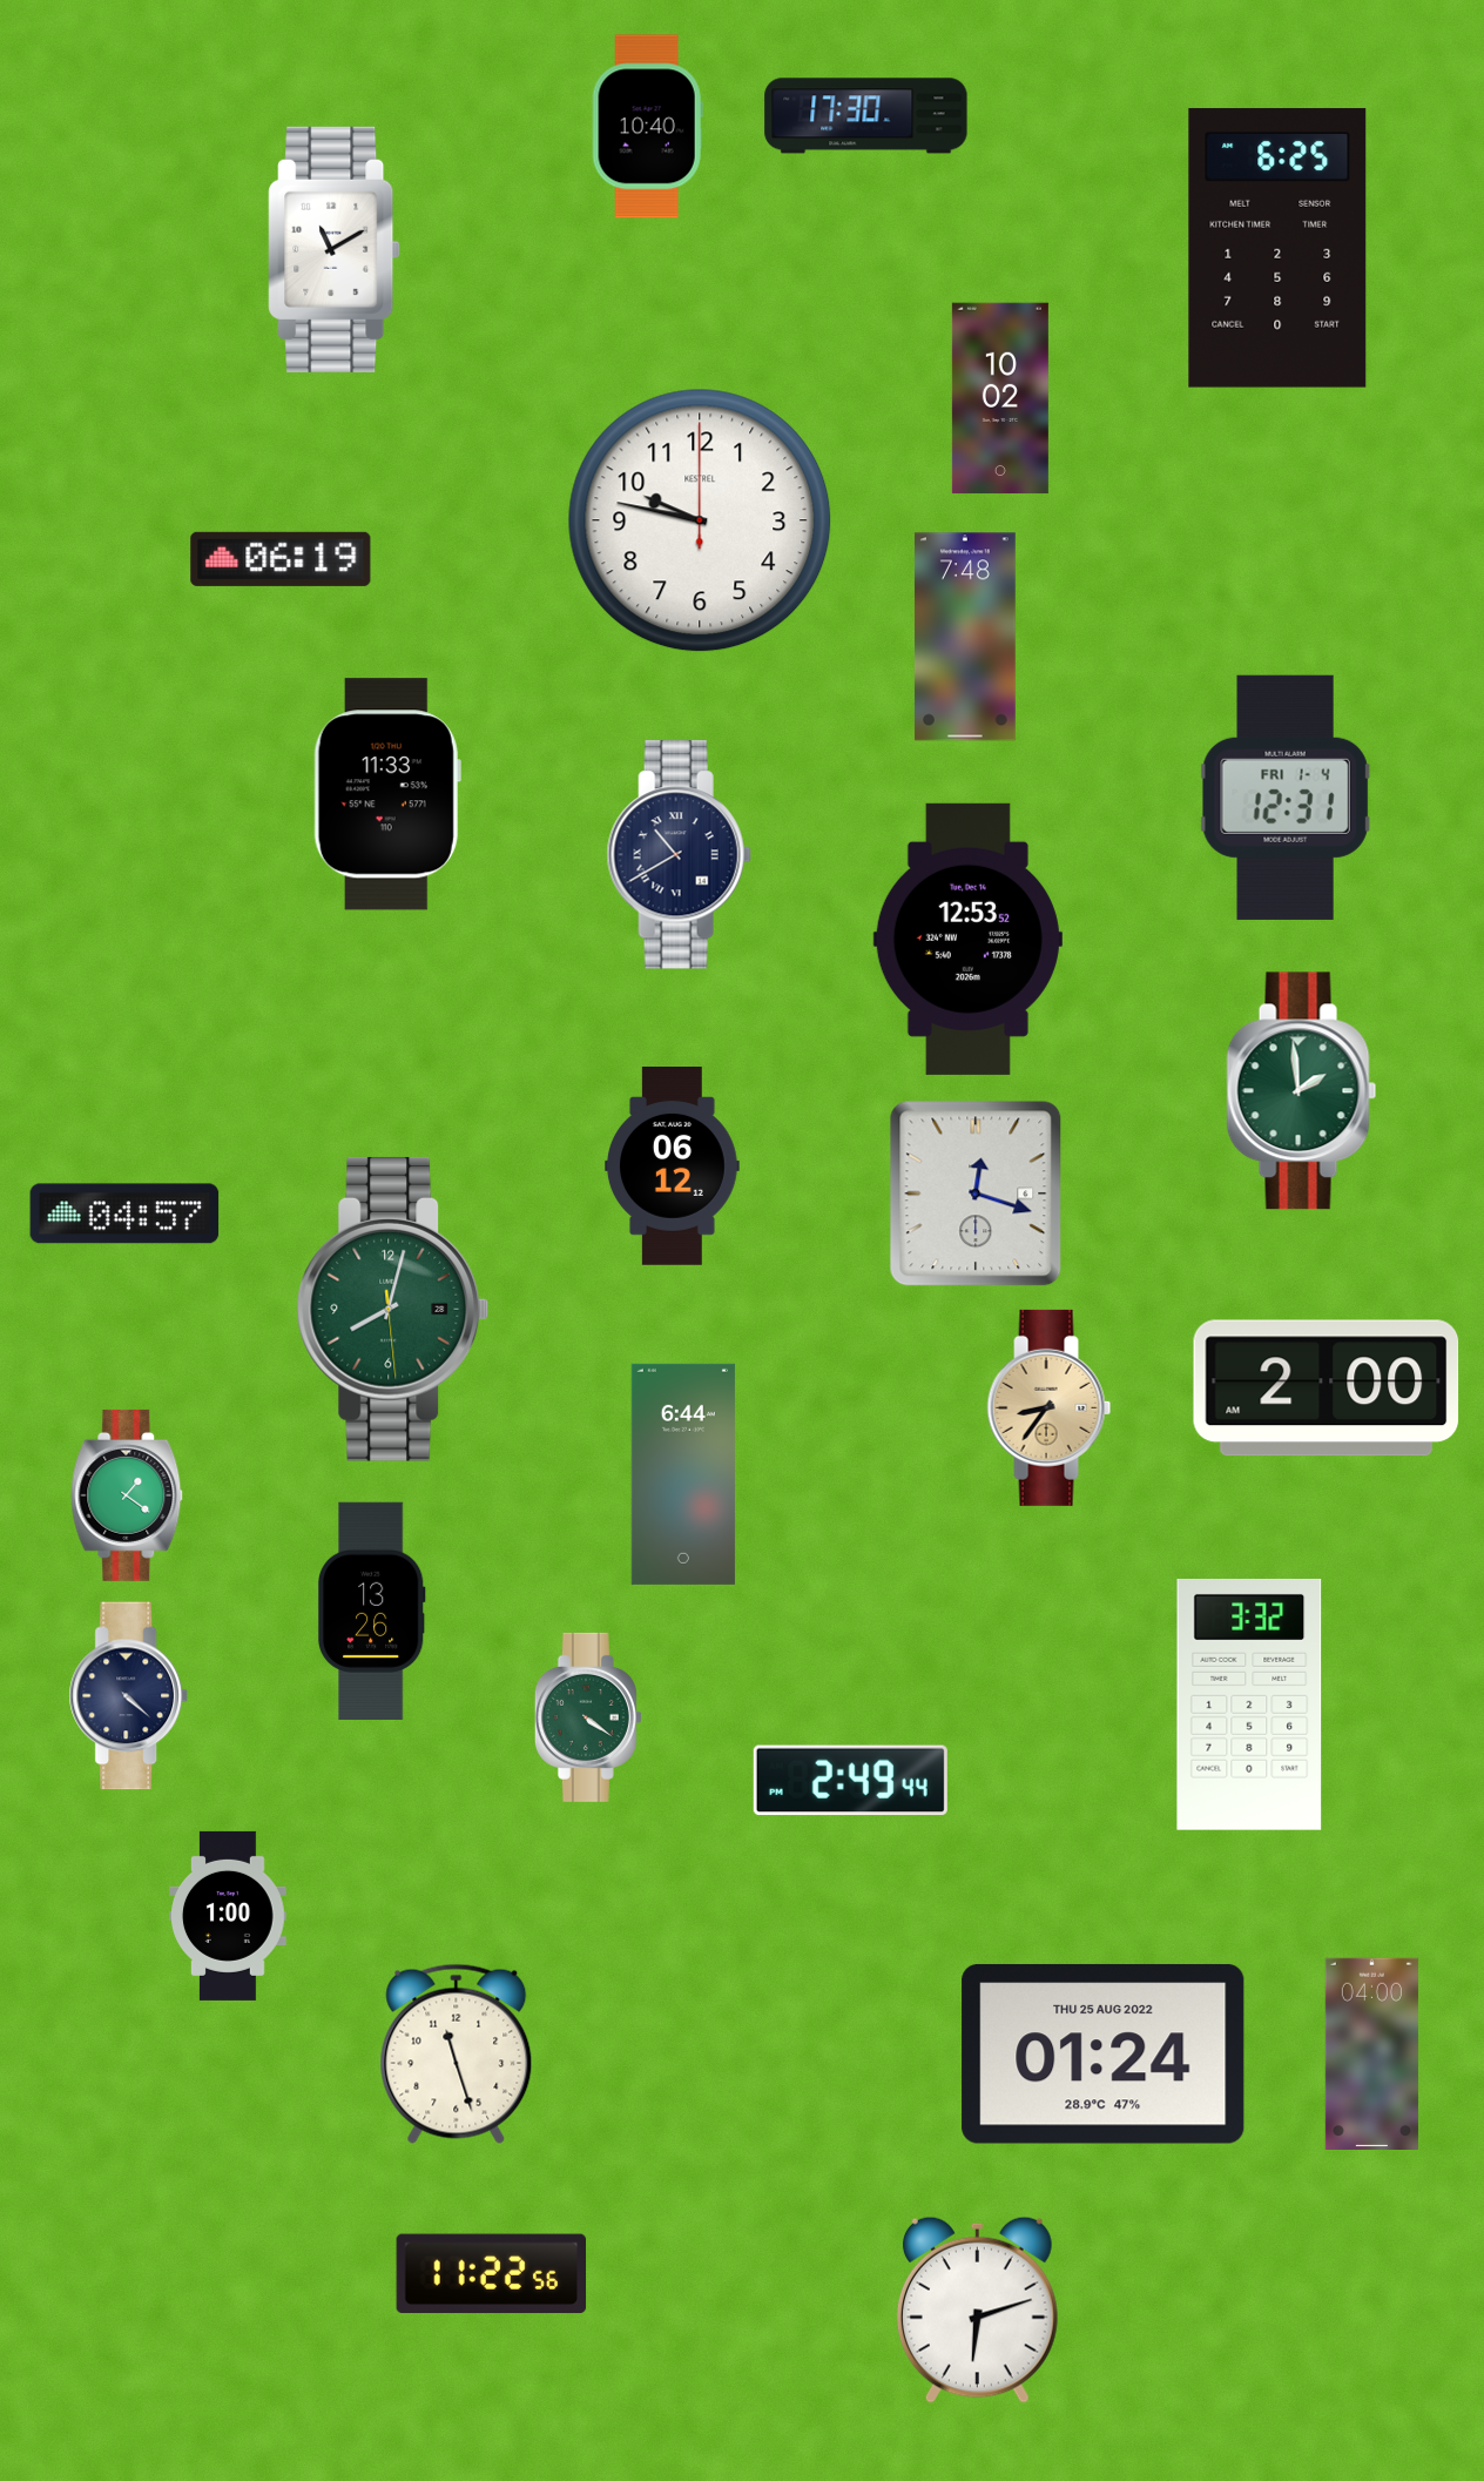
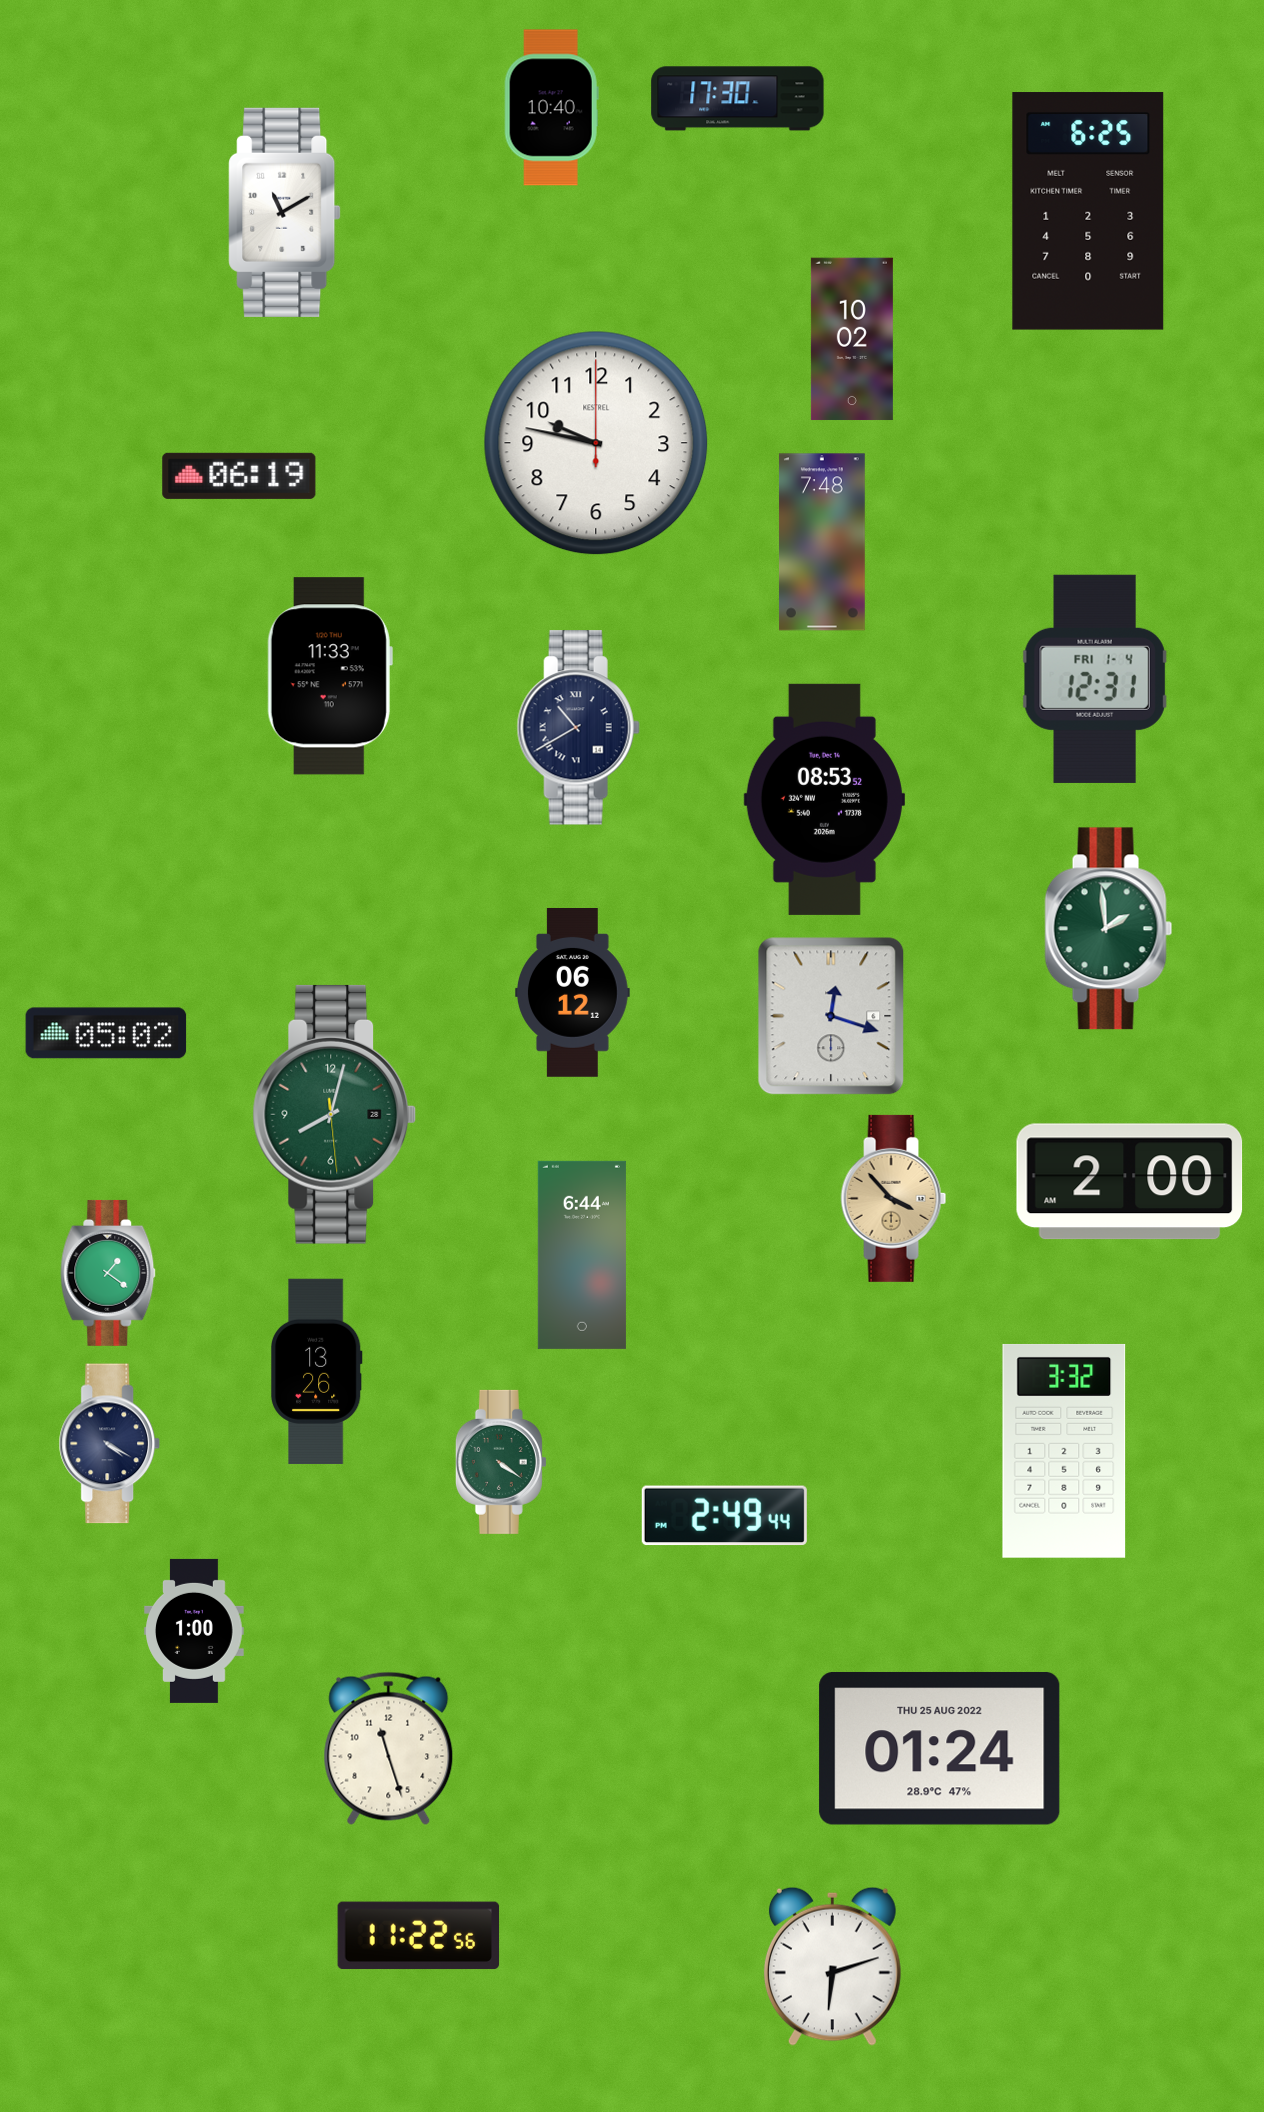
clock at (967, 939): 12:53 -> 08:53
clock at (124, 1213): 04:57 -> 05:02
clock at (1050, 1407): 8:36 -> 3:53
clock at (129, 1696): 4:22 -> 4:20
clock at (1371, 2053): 04:00 -> none
